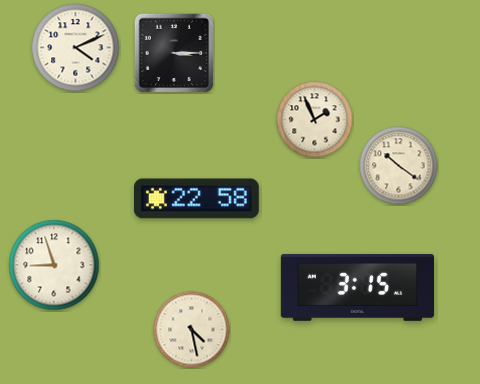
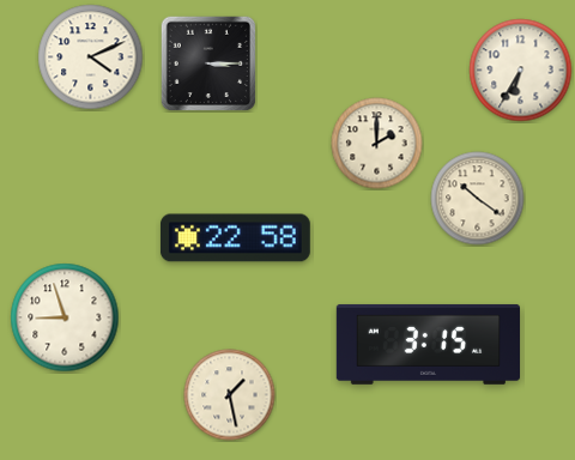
clock at (521, 71): none -> 6:35
clock at (315, 120): 1:56 -> 2:00
clock at (192, 330): 4:28 -> 1:28
